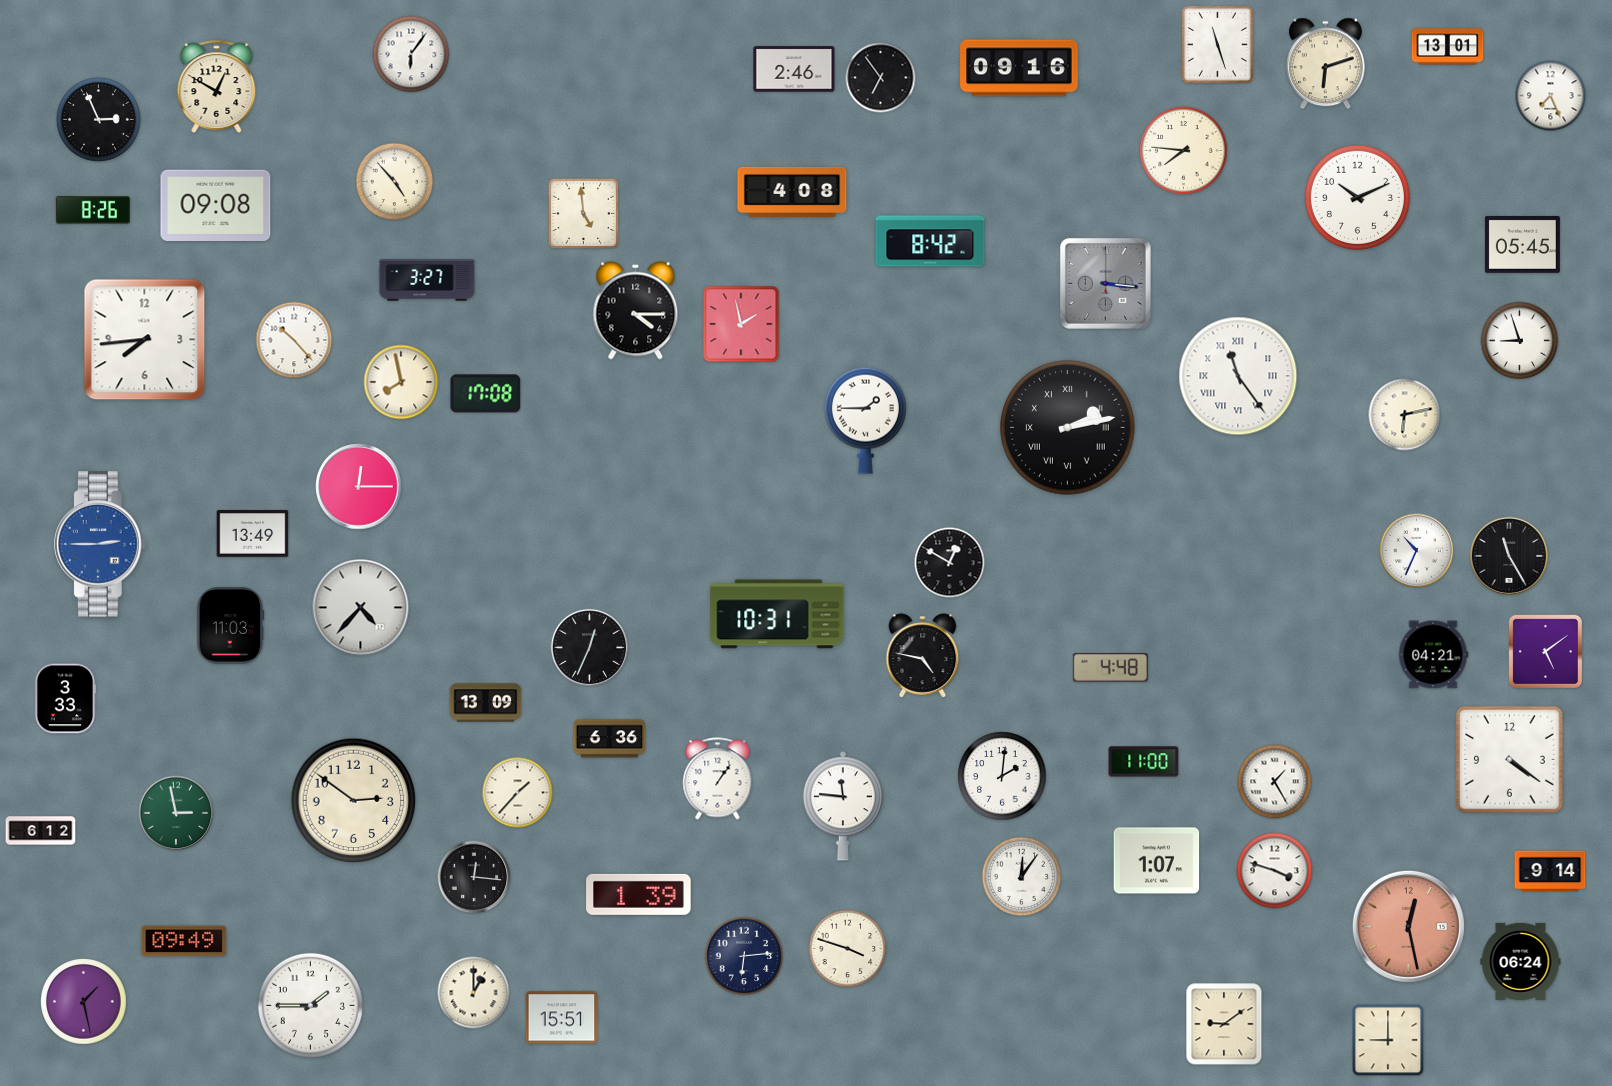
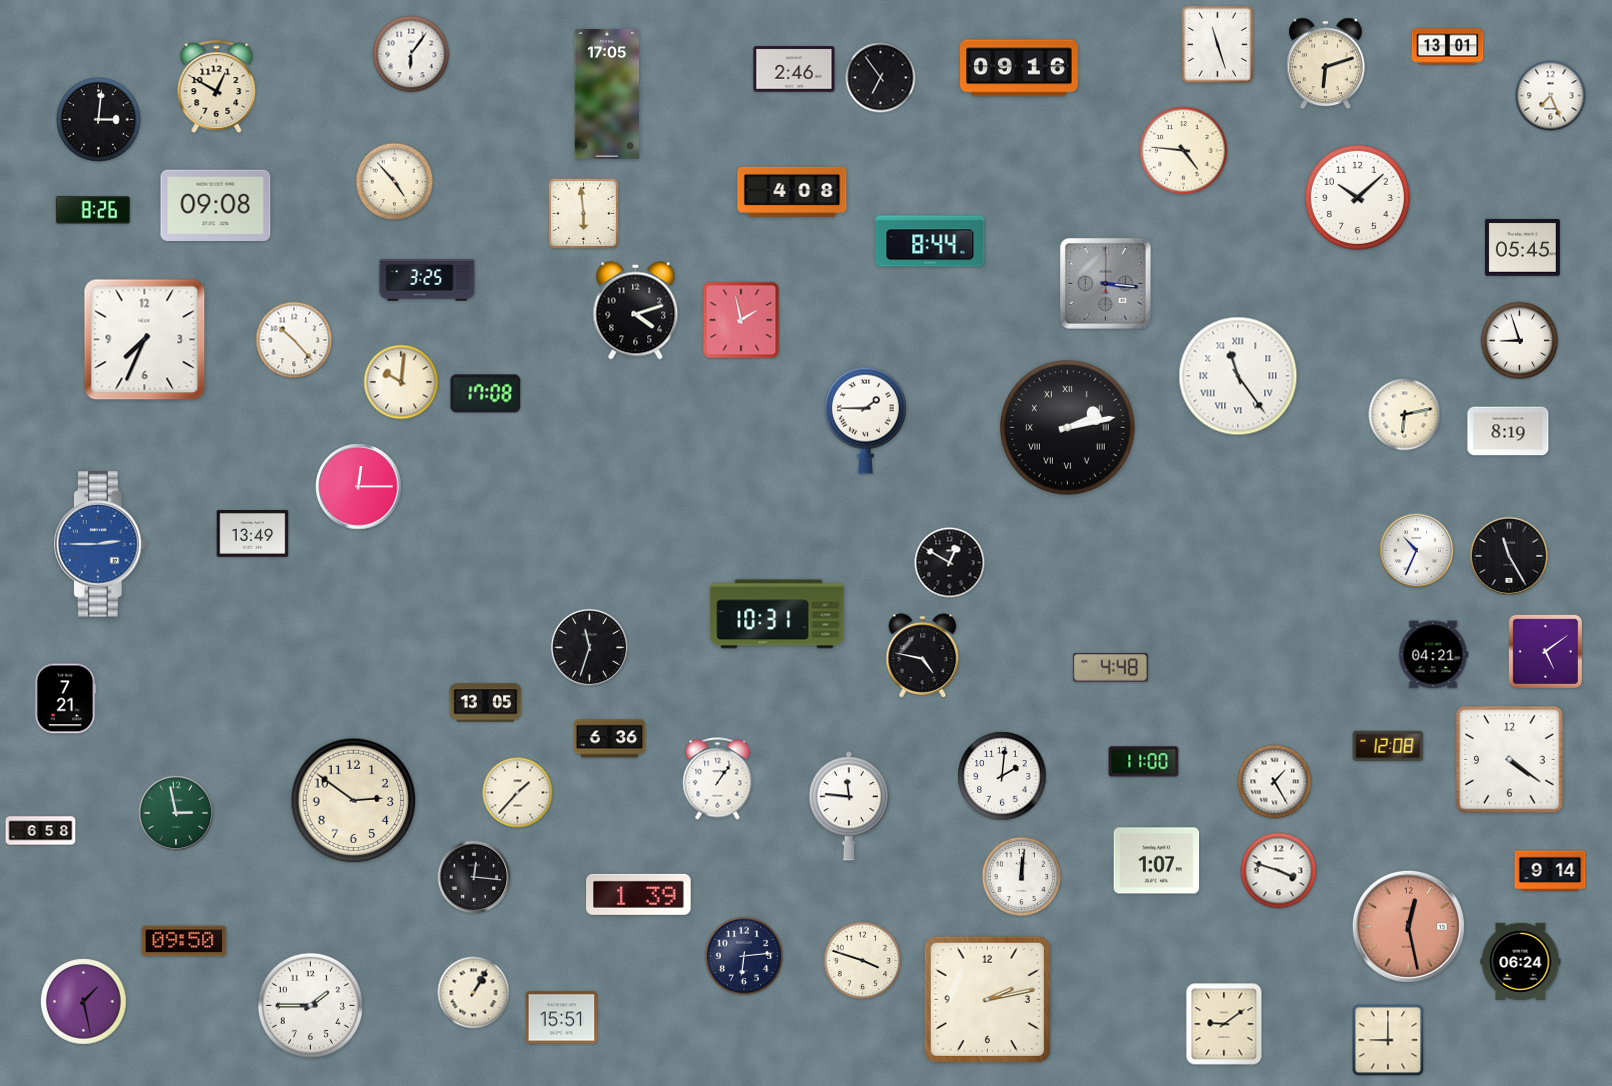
clock at (607, 94): none -> 17:05
clock at (98, 119): 2:56 -> 3:01
clock at (1184, 151): 7:46 -> 4:46
clock at (1357, 197): 10:11 -> 10:08
clock at (584, 214): 4:59 -> 5:59
clock at (930, 241): 8:42 -> 8:44
clock at (1522, 244) position: (1522, 244) -> (1522, 247)
clock at (427, 280): 3:27 -> 3:25
clock at (636, 311): 4:15 -> 4:12
clock at (741, 324) position: (741, 324) -> (741, 320)
clock at (145, 340): 7:44 -> 7:34
clock at (401, 382): 7:58 -> 10:01
clock at (1508, 431): none -> 8:19
clock at (361, 608): 4:37 -> none
clock at (231, 626): 11:03 -> none
clock at (589, 647): 12:34 -> 11:33
clock at (65, 699): 3:33 -> 7:21
clock at (486, 703): 13:09 -> 13:05
clock at (1388, 746): none -> 12:08
clock at (843, 806) position: (843, 806) -> (849, 806)
clock at (41, 831): 6:12 -> 6:58
clock at (1275, 871) position: (1275, 871) -> (1279, 871)
clock at (1022, 877): 12:06 -> 12:01
clock at (184, 941): 09:49 -> 09:50
clock at (848, 949) position: (848, 949) -> (863, 961)
clock at (474, 993): 1:00 -> 1:05
clock at (987, 999): none -> 2:13
